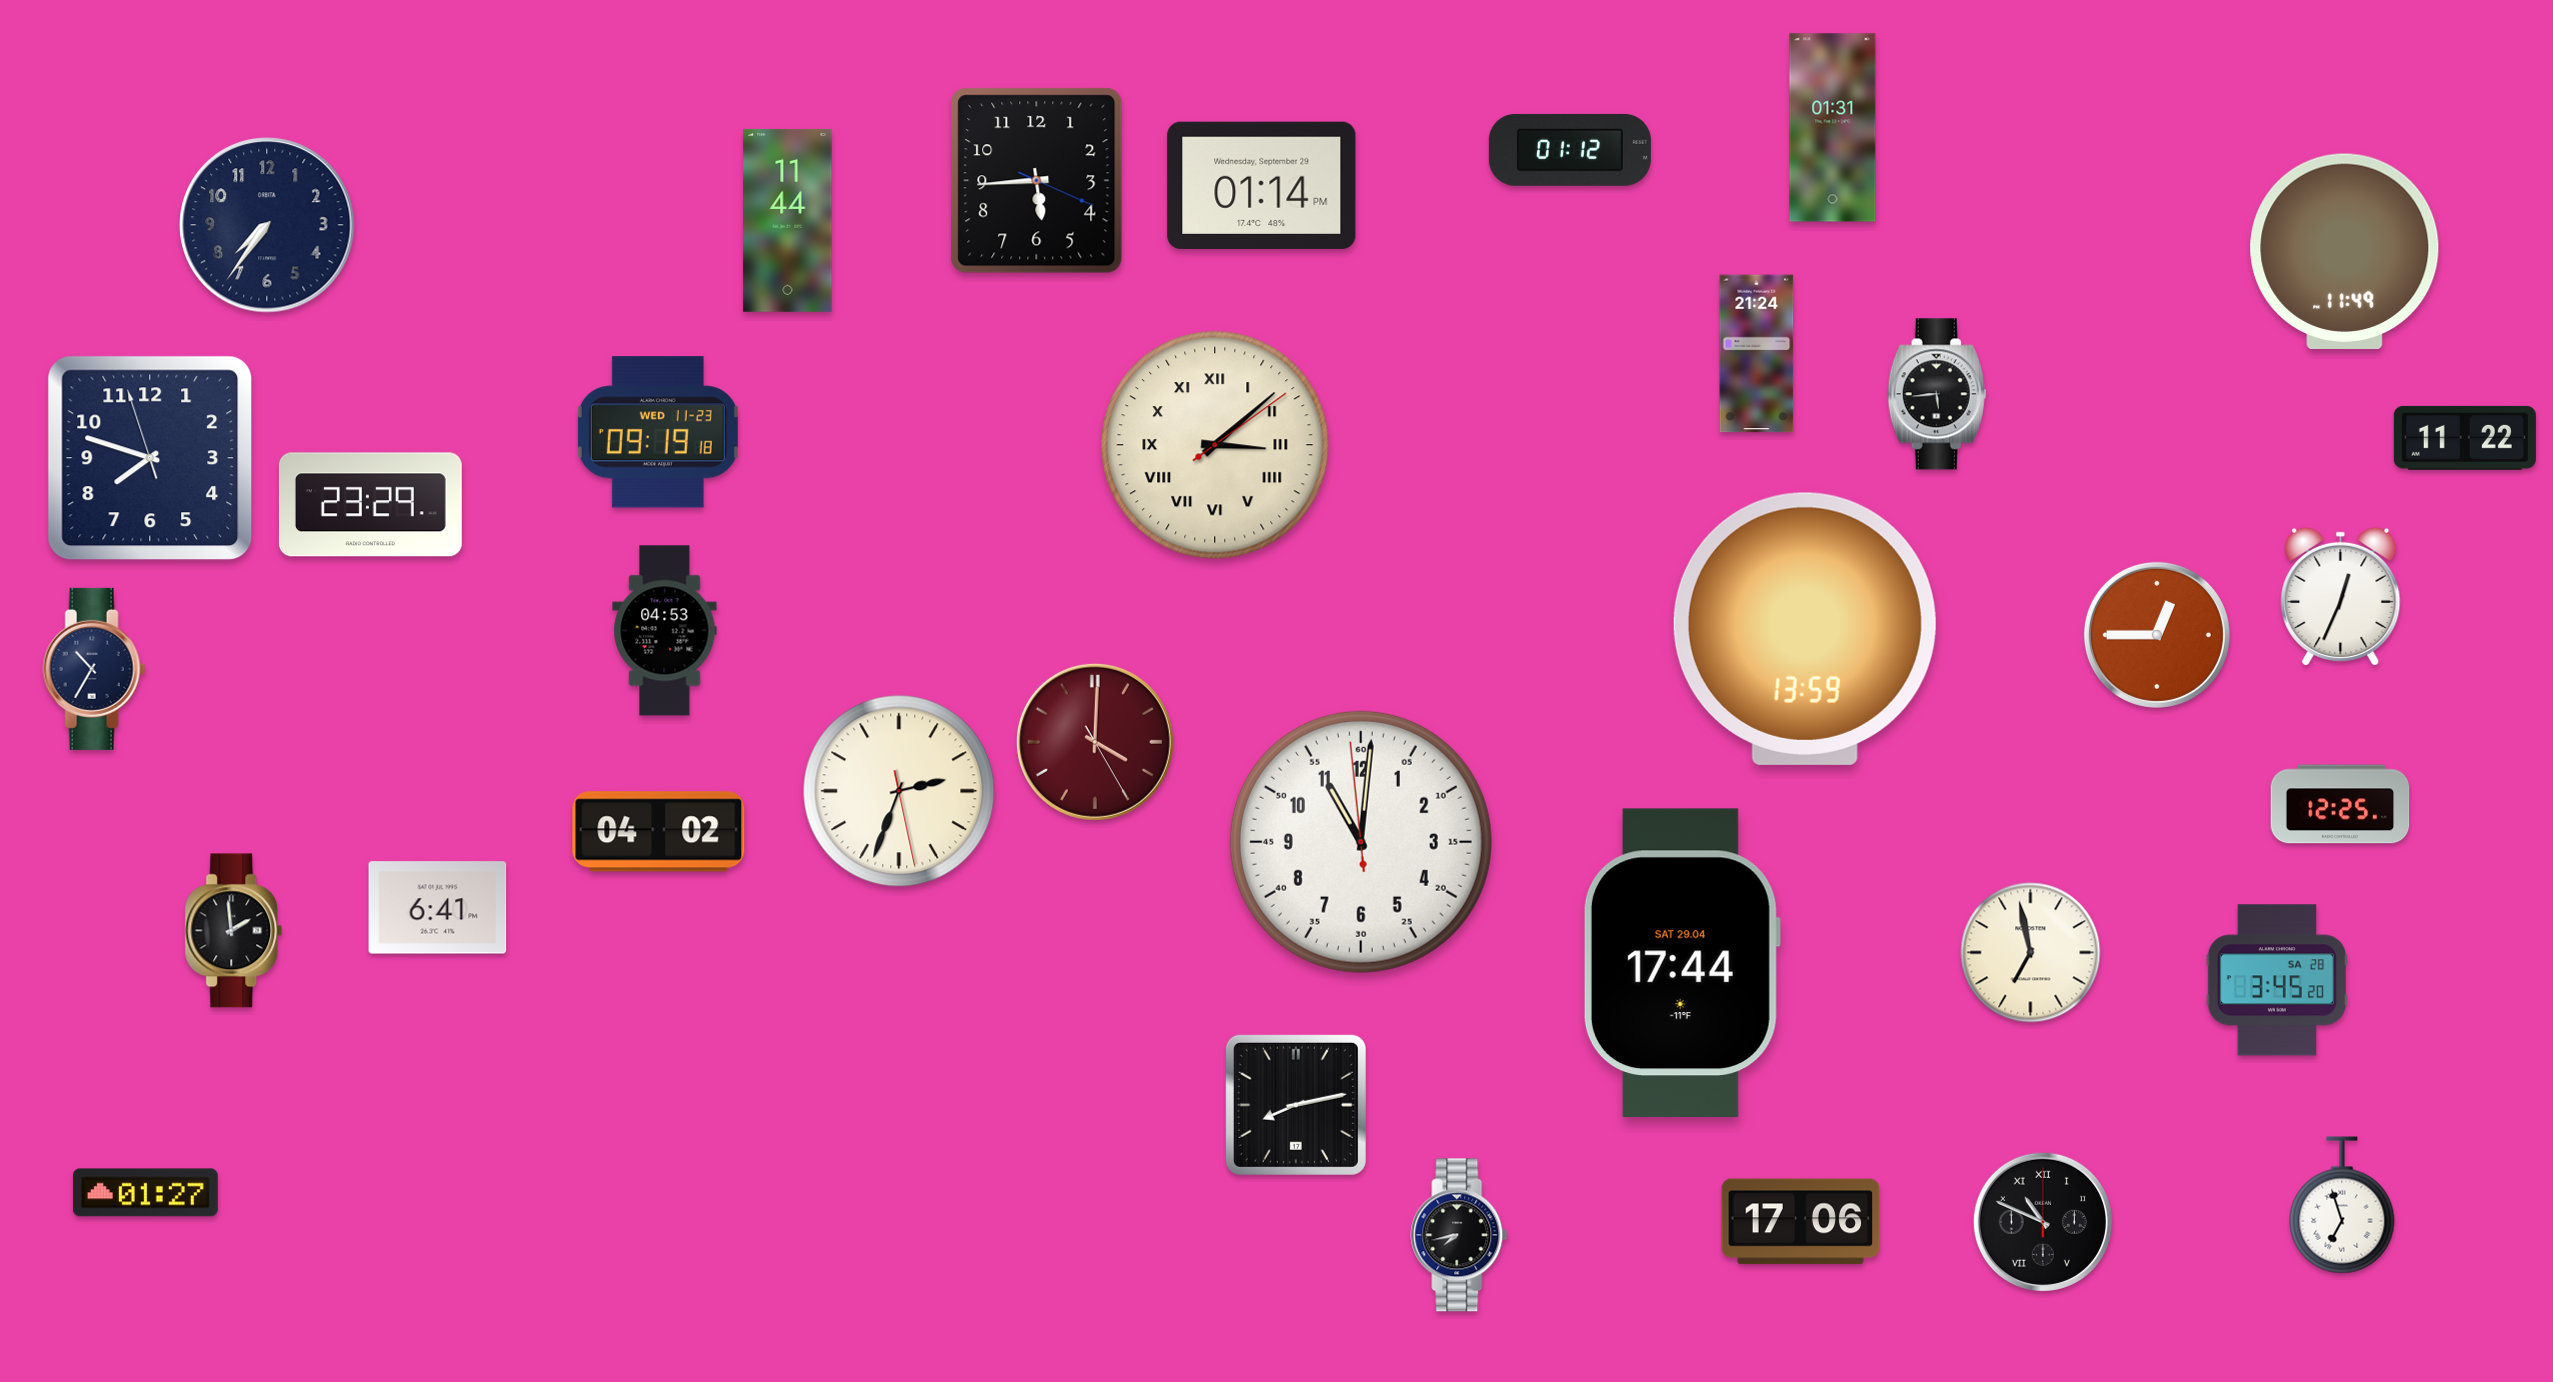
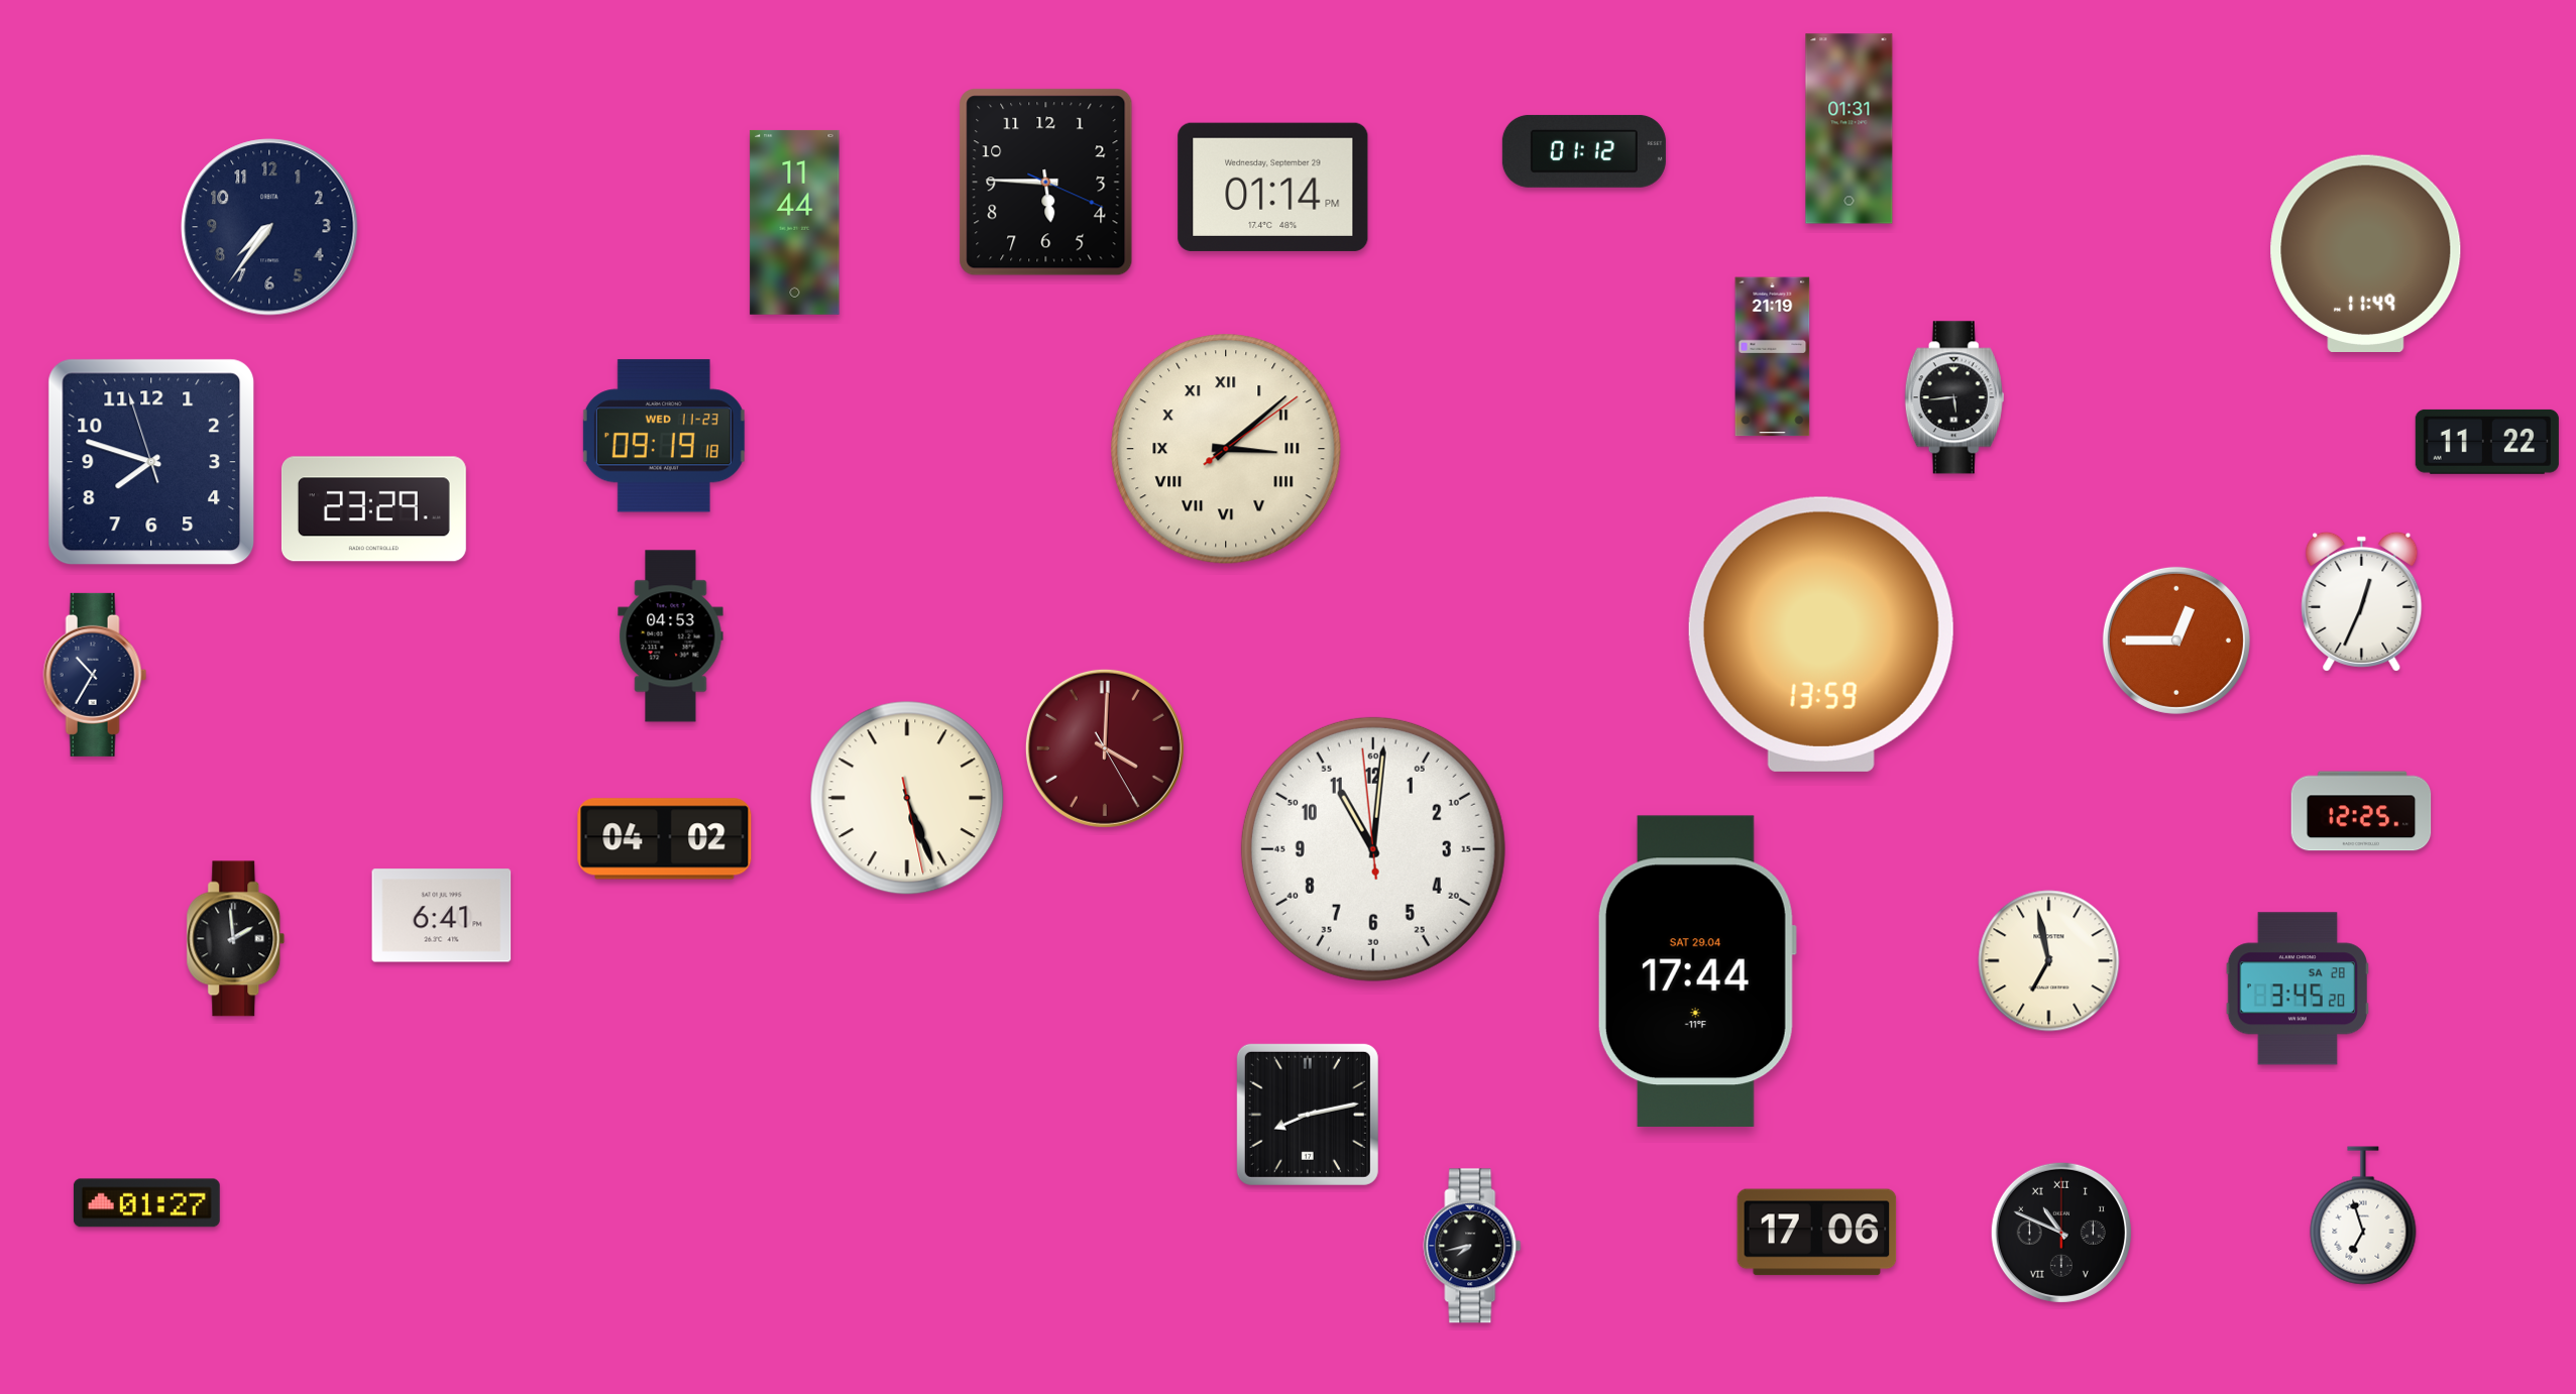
clock at (1037, 181): 5:44 -> 5:45
clock at (1757, 354): 21:24 -> 21:19
clock at (899, 791): 2:33 -> 5:26
